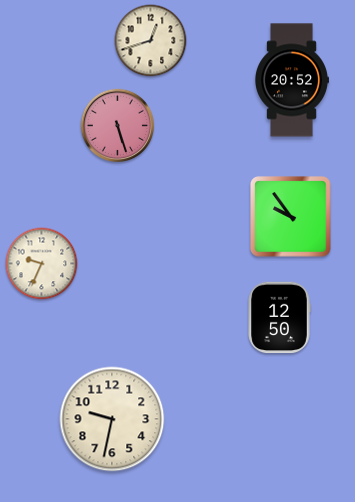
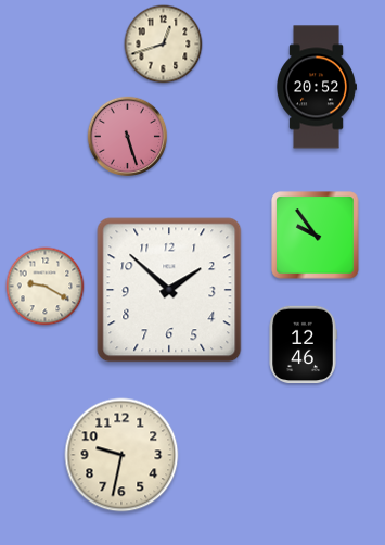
clock at (42, 264): 9:34 -> 9:20
clock at (169, 290): none -> 1:52
clock at (279, 318): 12:50 -> 12:46
